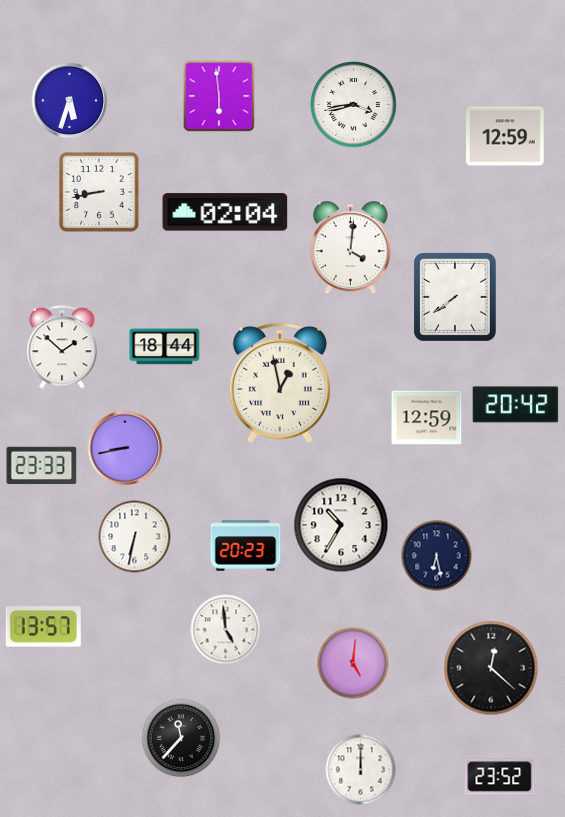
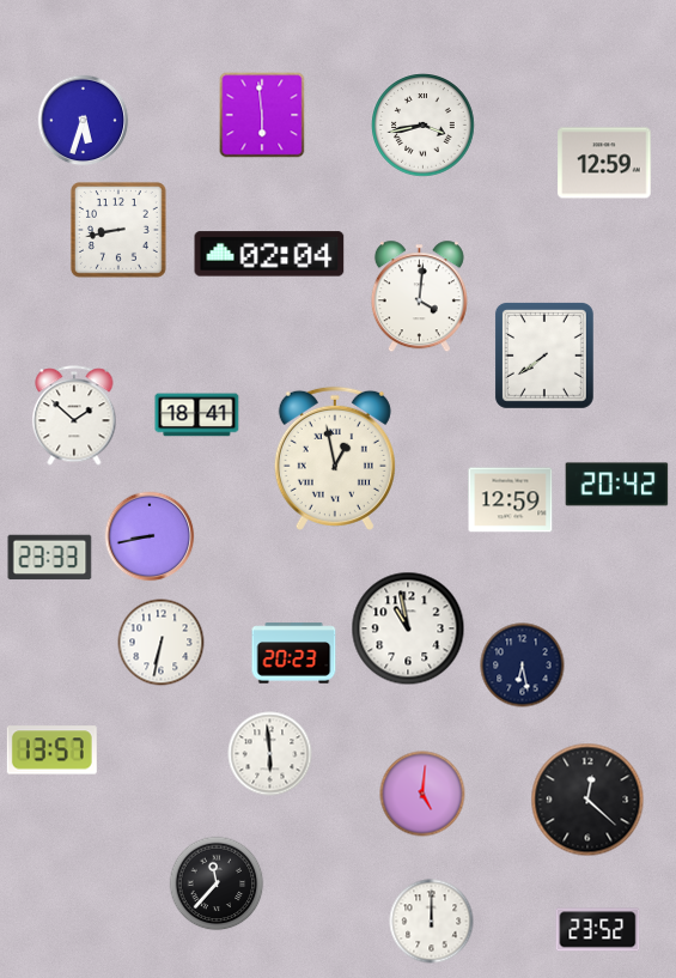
clock at (165, 347): 18:44 -> 18:41
clock at (341, 525): 10:35 -> 10:58
clock at (226, 630): 4:59 -> 5:59
